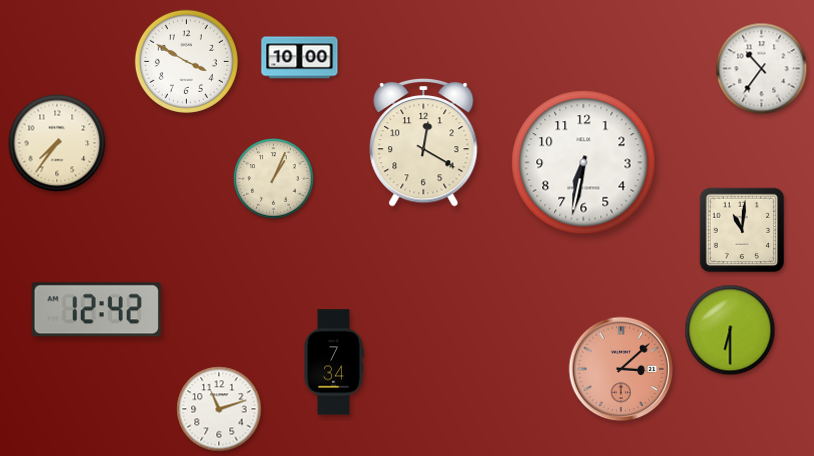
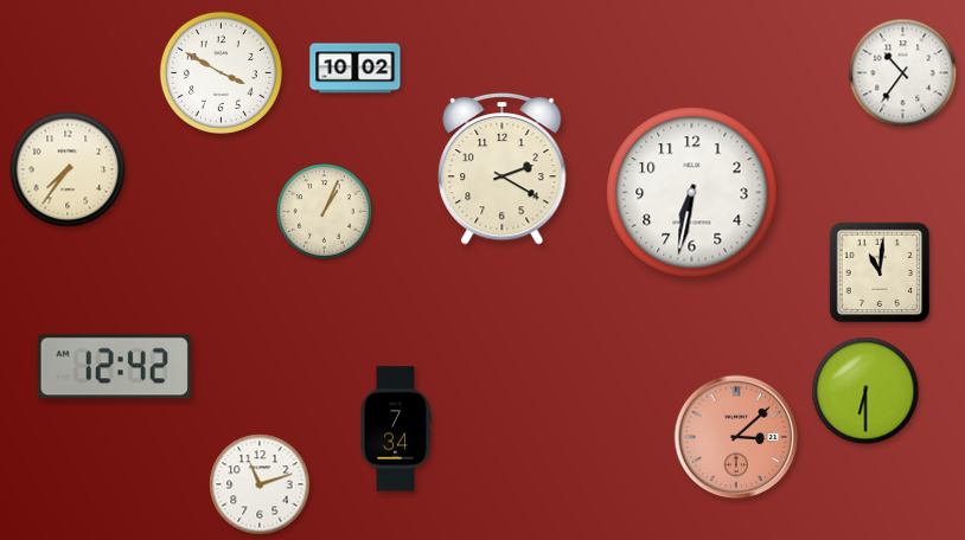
clock at (300, 58): 10:00 -> 10:02
clock at (762, 69) position: (762, 69) -> (903, 73)
clock at (424, 143): 12:20 -> 2:20
